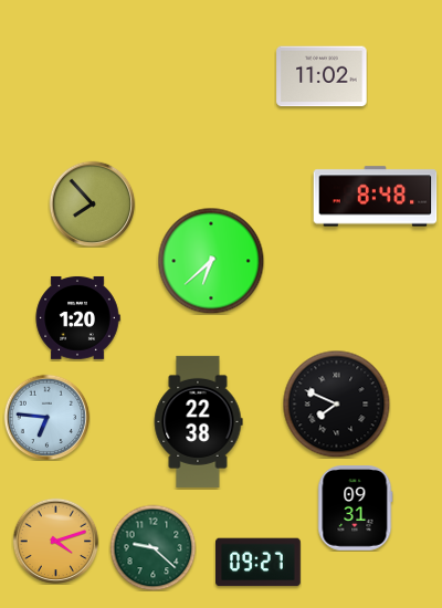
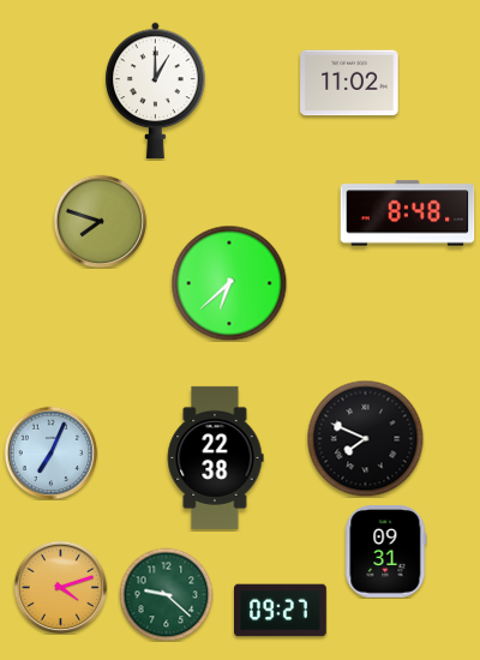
clock at (156, 91): none -> 1:00
clock at (92, 203): 7:53 -> 7:48
clock at (77, 317): 1:20 -> none
clock at (46, 417): 6:46 -> 7:04
